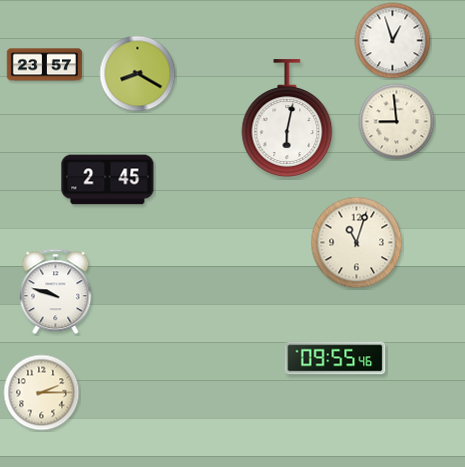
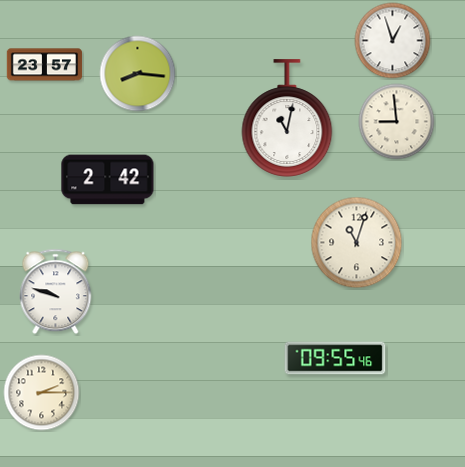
clock at (138, 74): 8:20 -> 8:16
clock at (287, 118): 6:02 -> 11:02
clock at (108, 180): 2:45 -> 2:42
